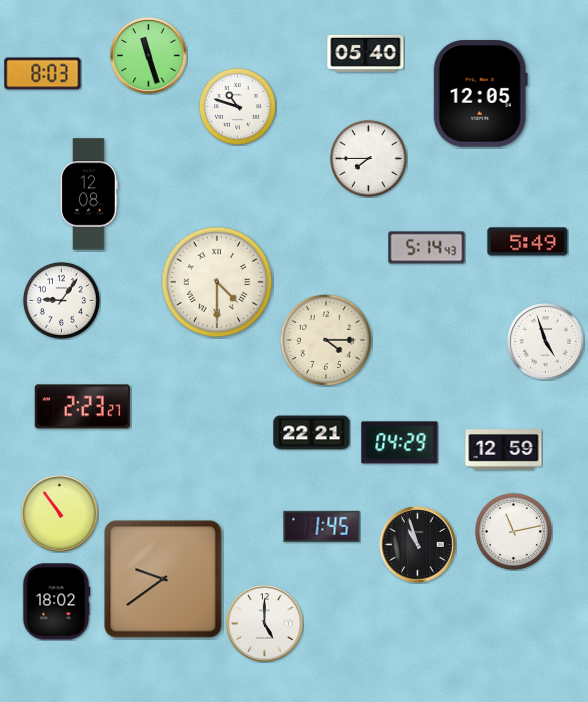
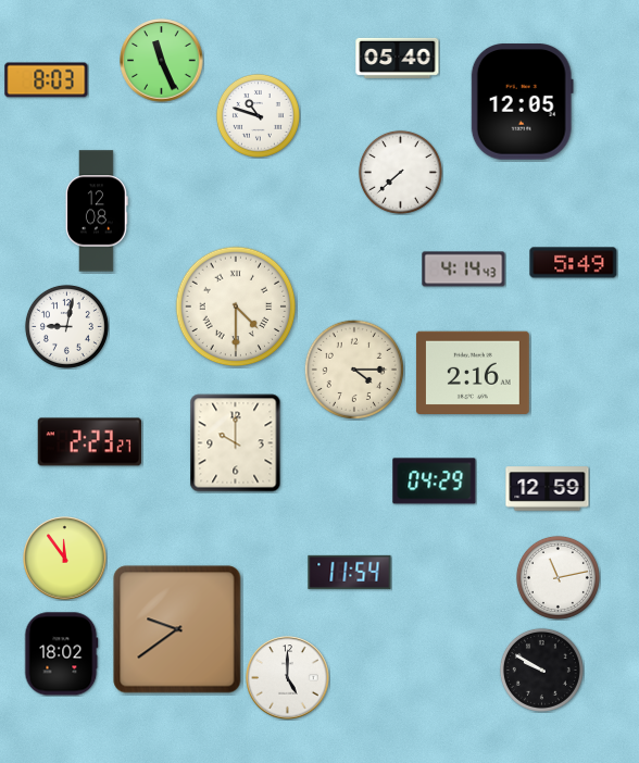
clock at (149, 56): 11:27 -> 11:26
clock at (368, 158): 7:45 -> 7:38
clock at (427, 248): 5:14 -> 4:14
clock at (61, 300): 9:06 -> 9:02
clock at (546, 342): 4:57 -> none
clock at (473, 373): none -> 2:16
clock at (236, 443): none -> 10:00
clock at (312, 433): 22:21 -> none
clock at (60, 514): 10:54 -> 11:54
clock at (322, 526): 1:45 -> 11:54
clock at (418, 545): 10:57 -> none
clock at (541, 670): none -> 9:50
